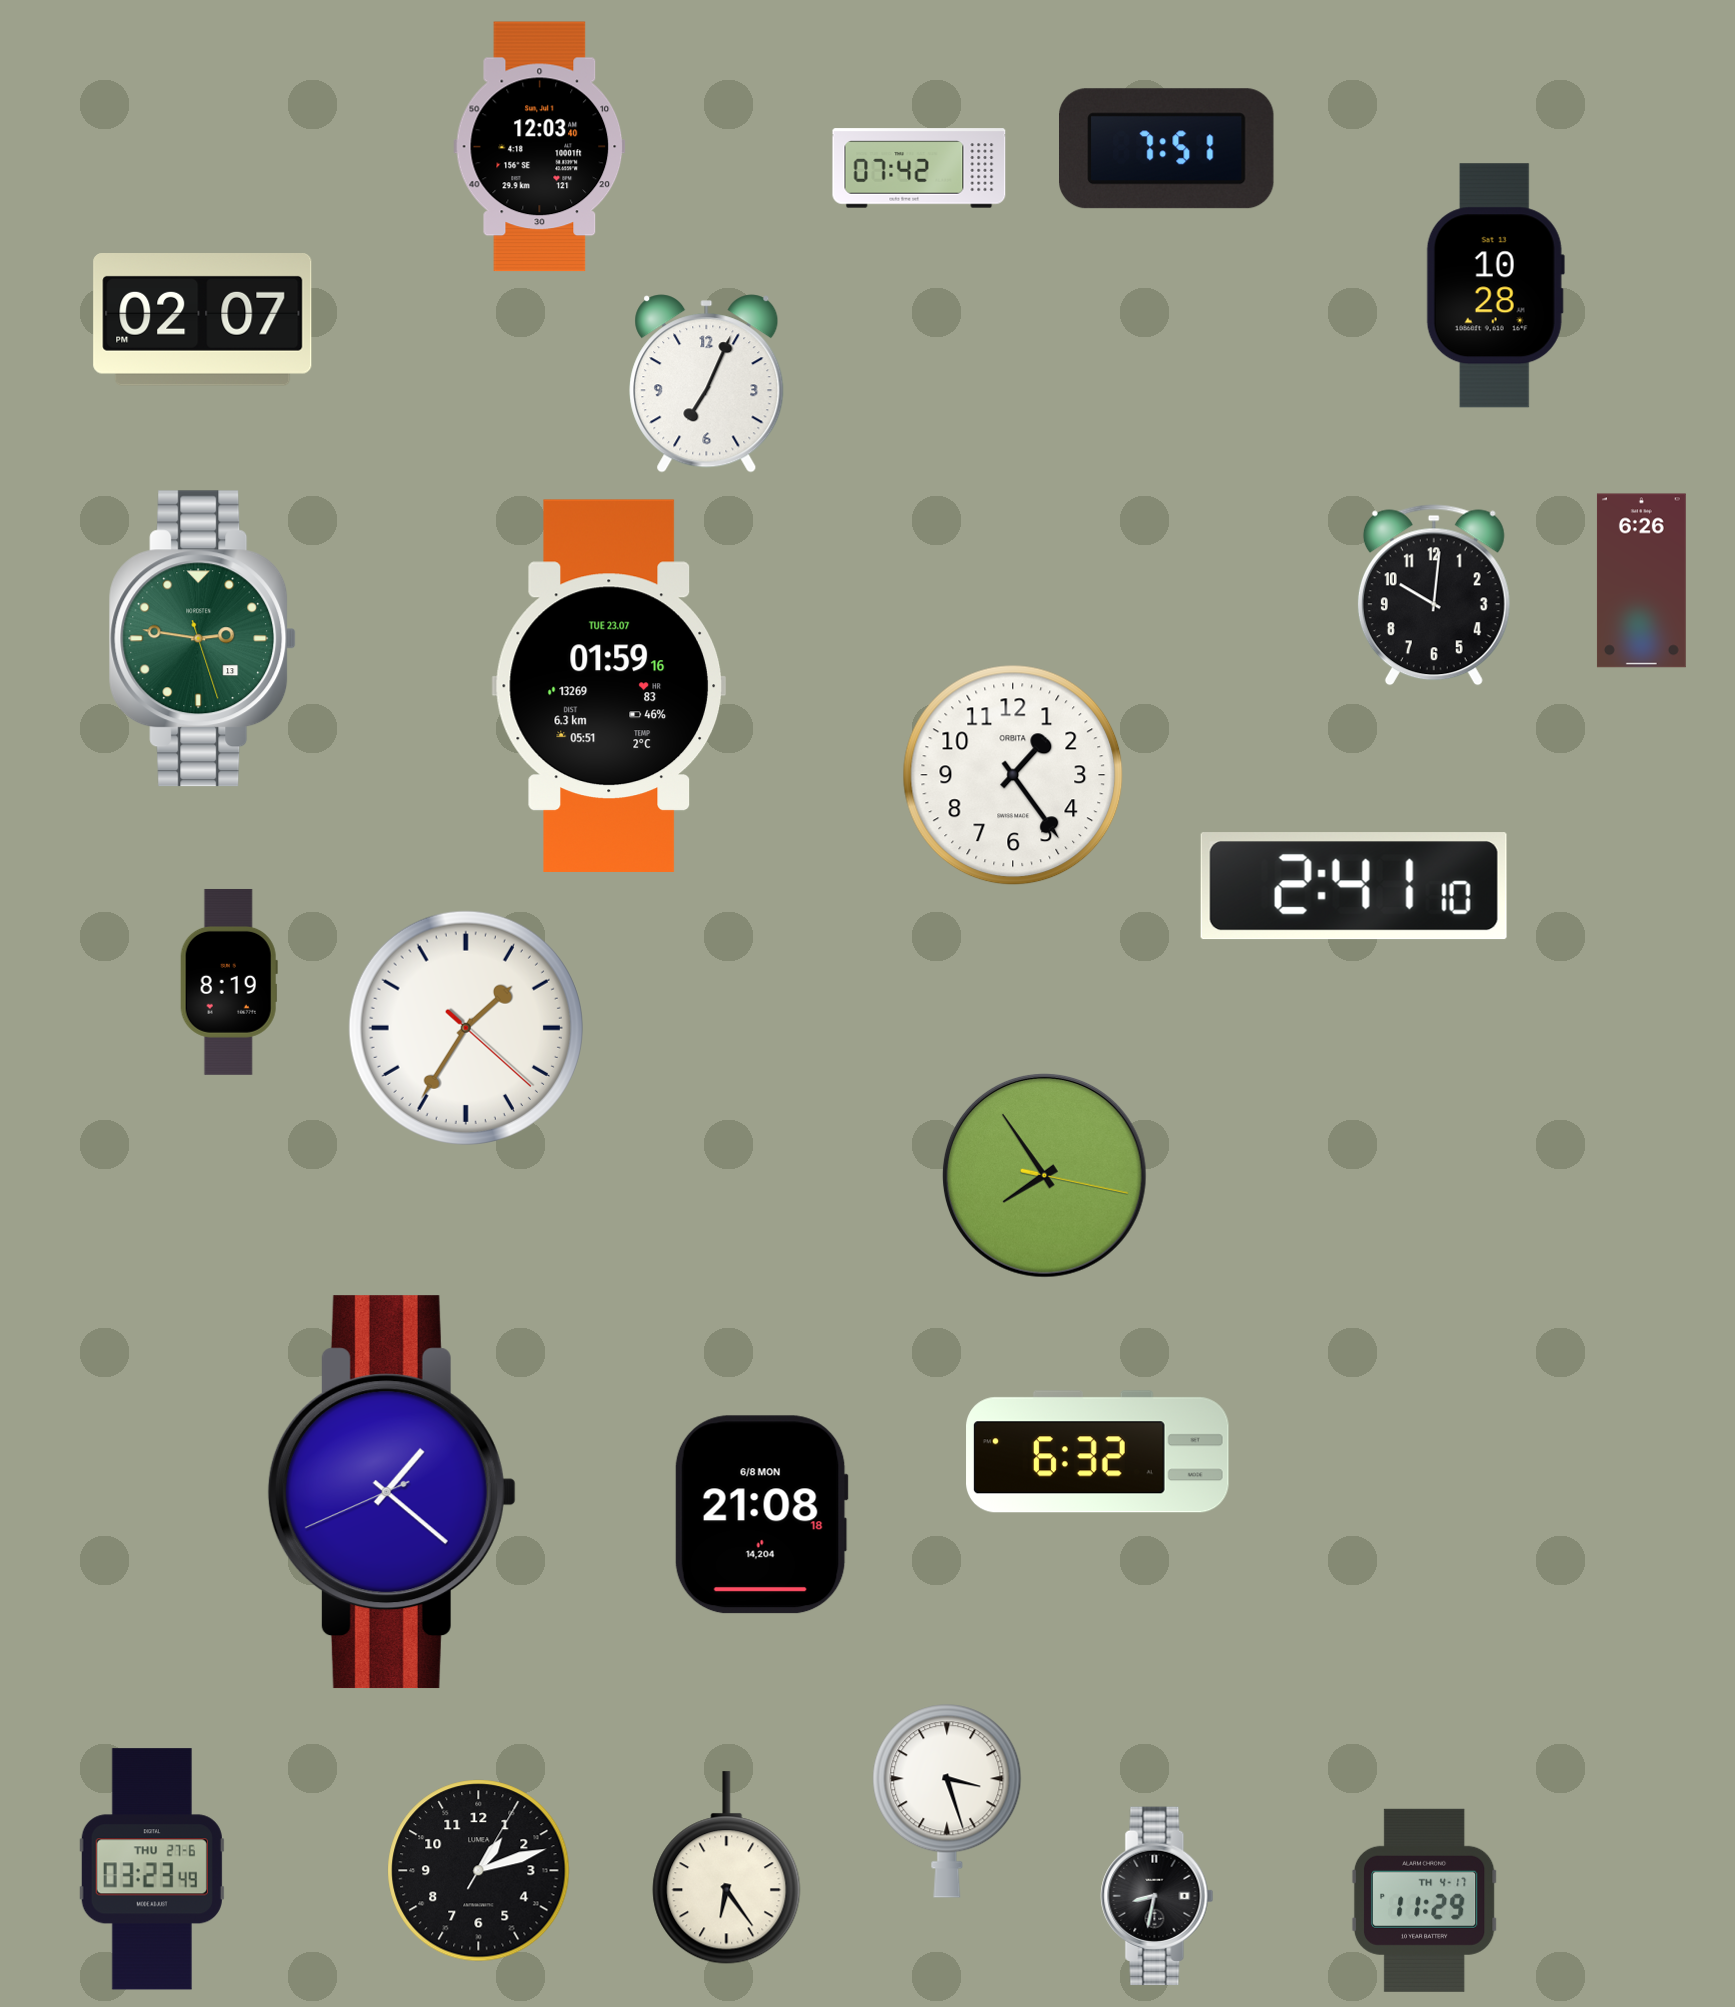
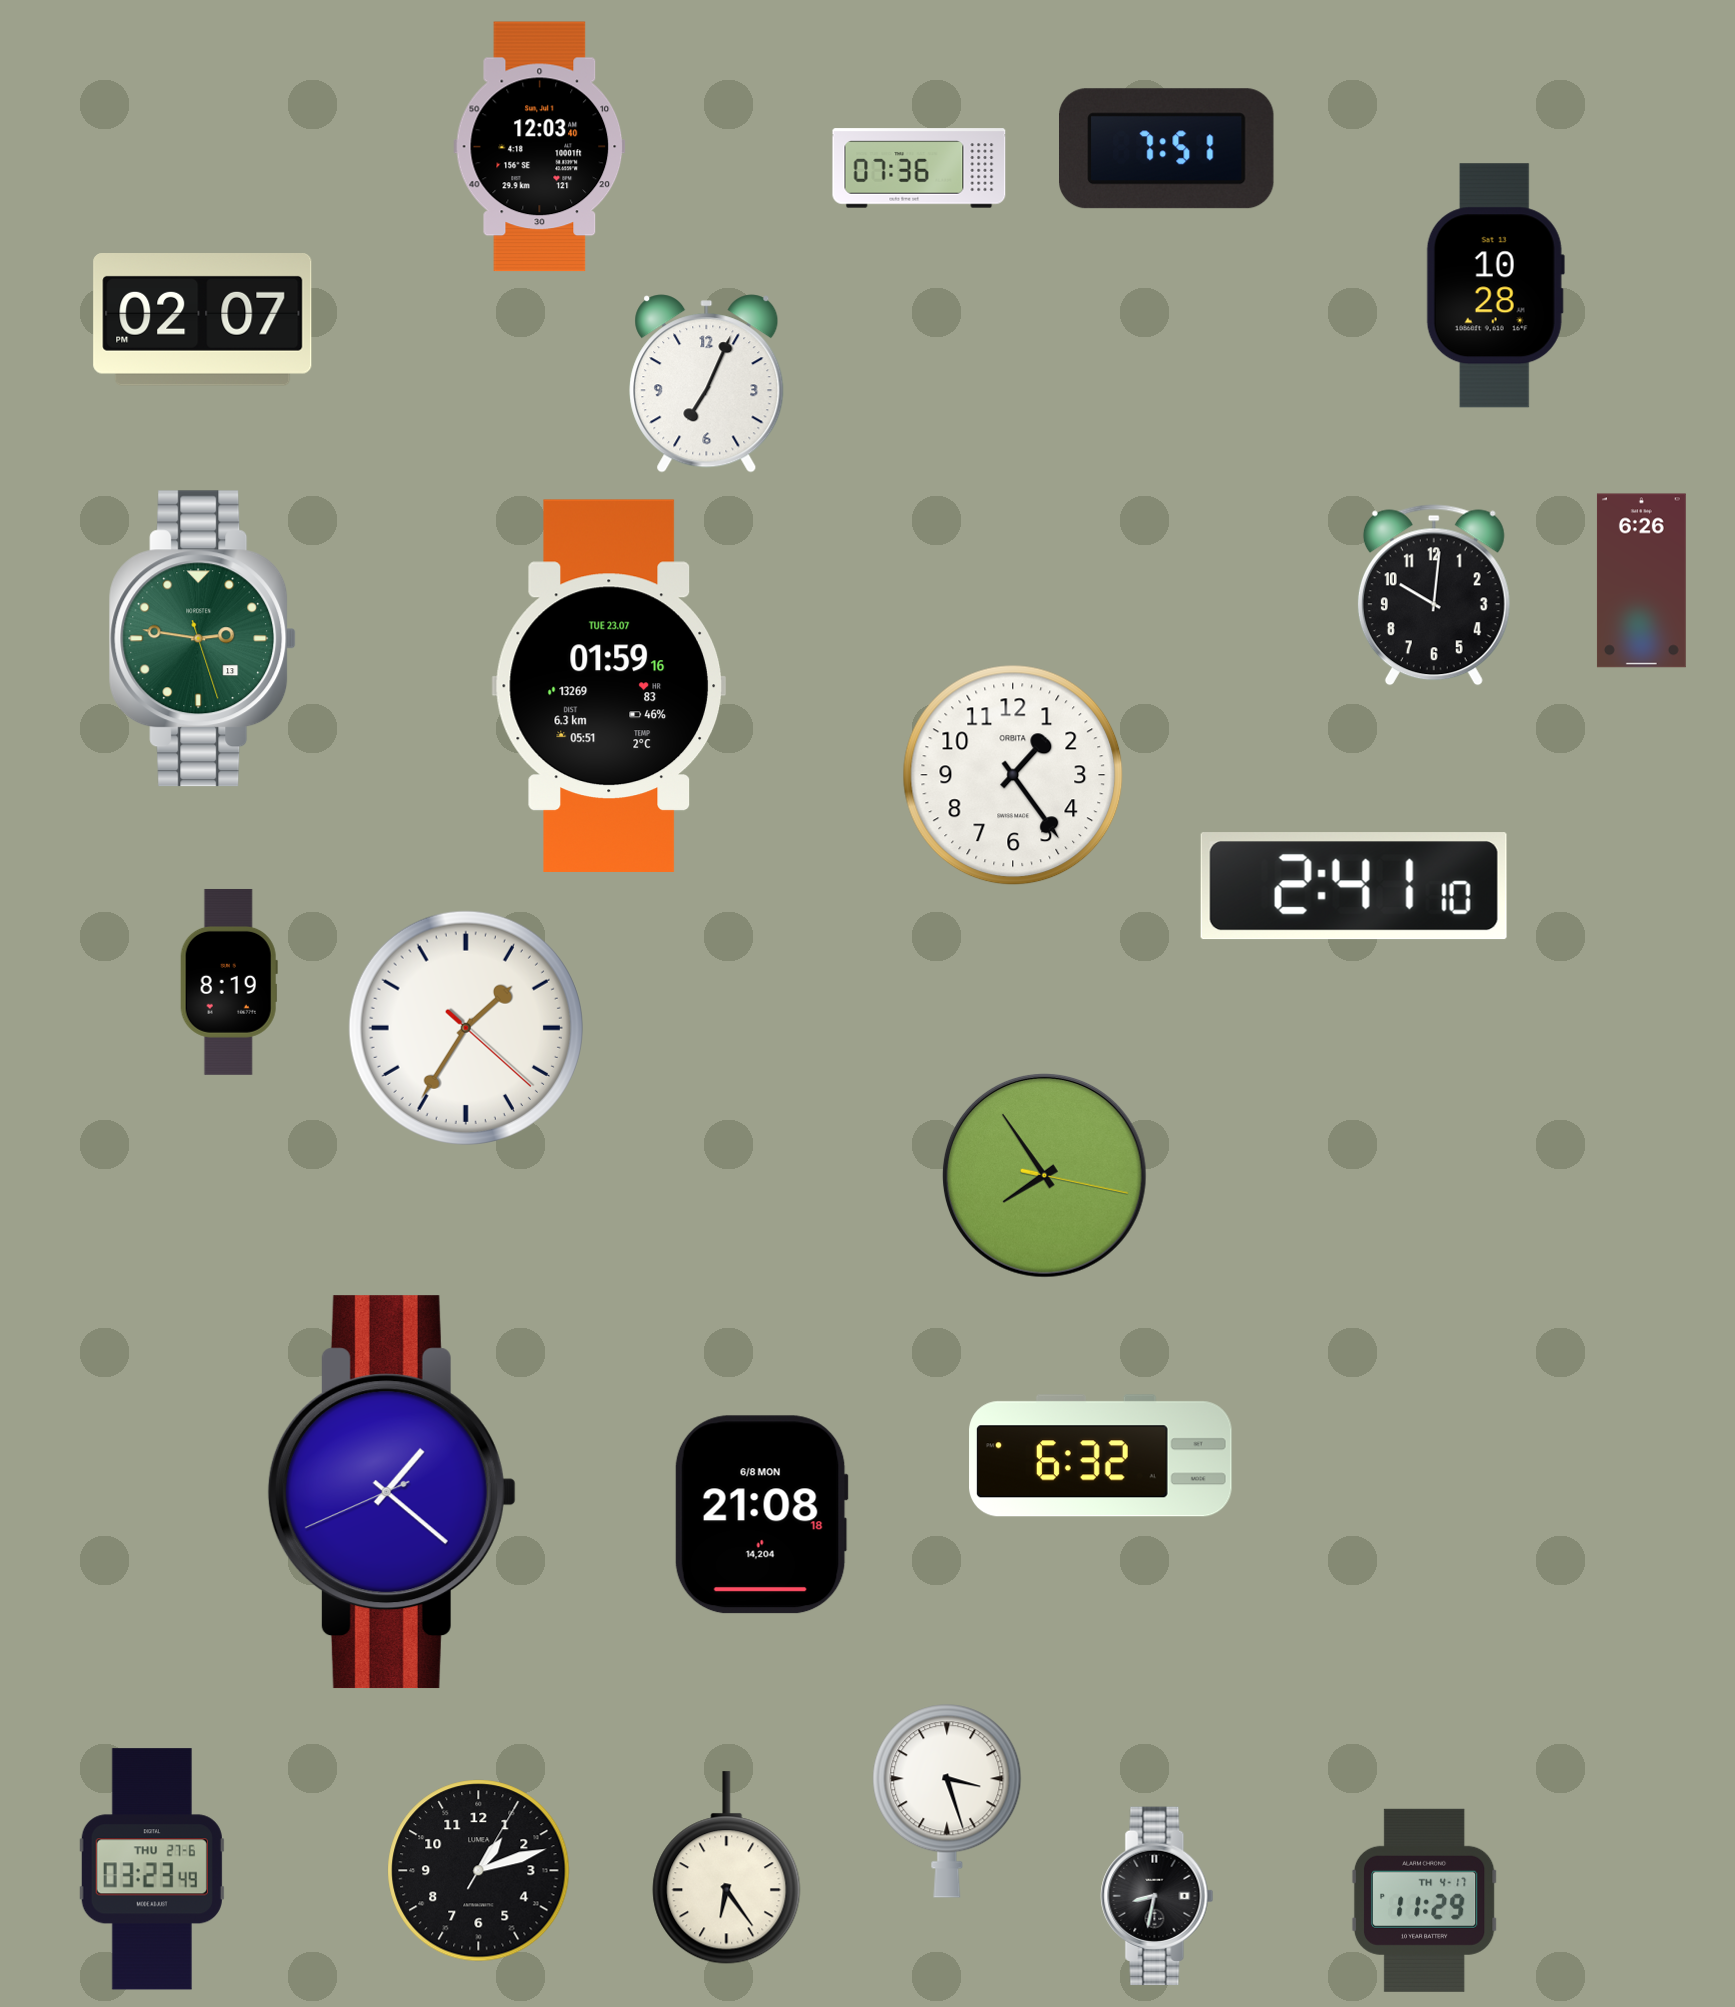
clock at (919, 168): 07:42 -> 07:36
clock at (1098, 1452) position: (1098, 1452) -> (1101, 1456)
